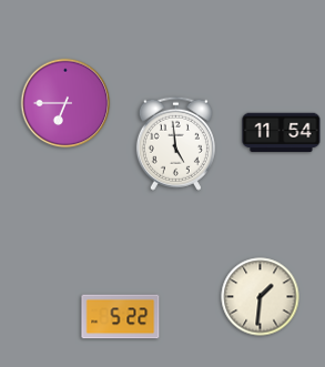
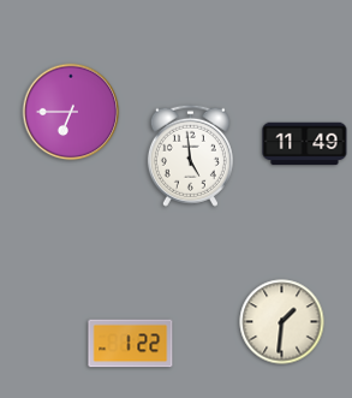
clock at (282, 133): 11:54 -> 11:49
clock at (121, 317): 5:22 -> 1:22
